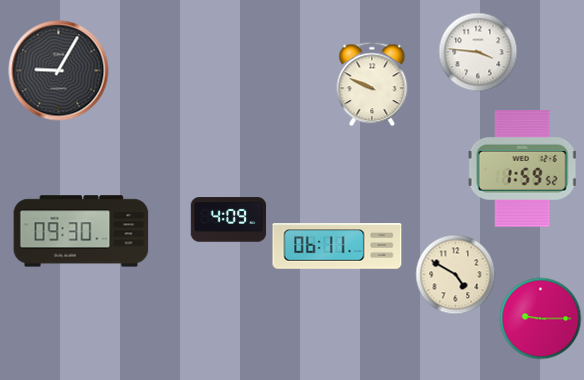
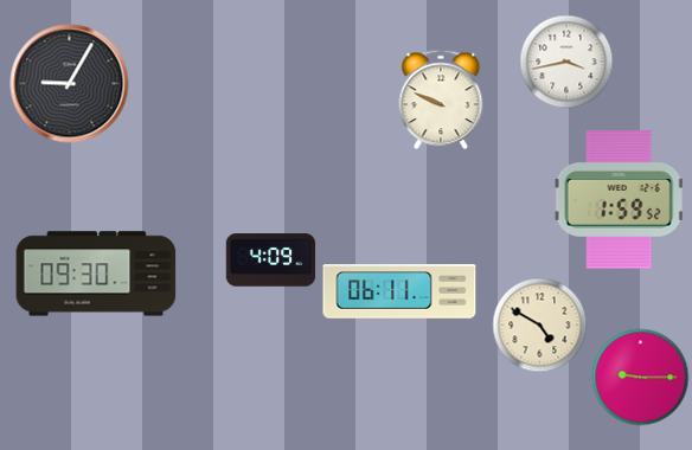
clock at (478, 52): 3:46 -> 3:43
